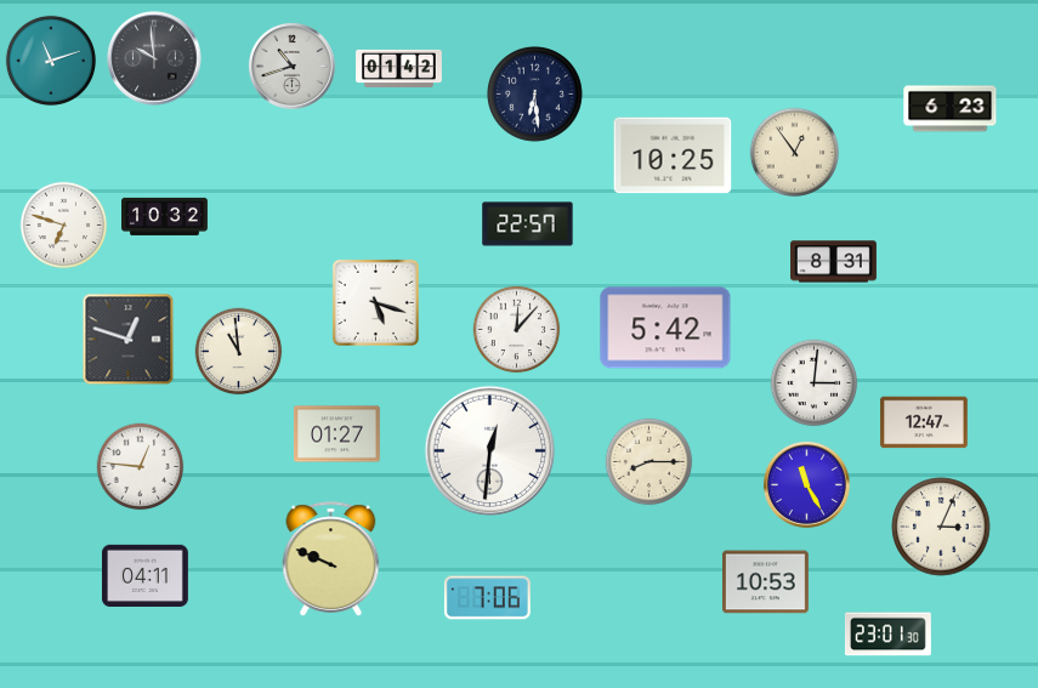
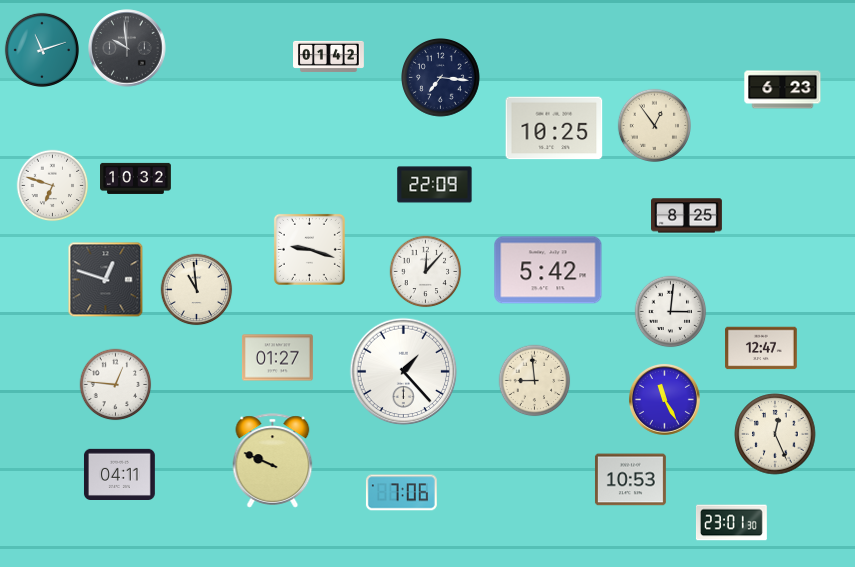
clock at (291, 66): 10:42 -> none
clock at (535, 95): 6:29 -> 7:16
clock at (528, 224): 22:57 -> 22:09
clock at (834, 262): 8:31 -> 8:25
clock at (375, 302): 5:18 -> 9:18
clock at (815, 383) position: (815, 383) -> (671, 312)
clock at (490, 451): 12:31 -> 1:23
clock at (650, 462): 8:15 -> 8:59
clock at (941, 527): 3:04 -> 12:26
